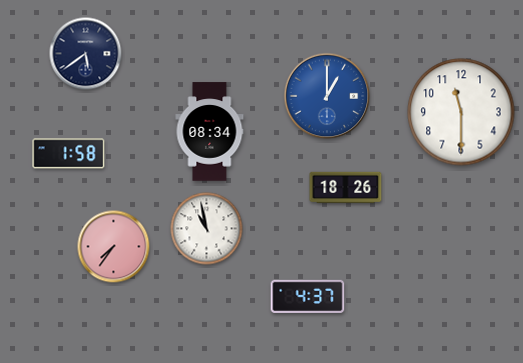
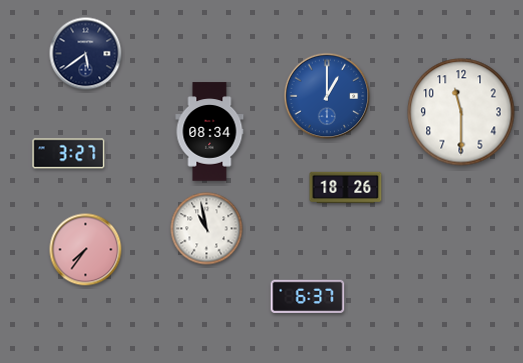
clock at (69, 154): 1:58 -> 3:27
clock at (114, 247) position: (114, 247) -> (86, 250)
clock at (308, 296): 4:37 -> 6:37
